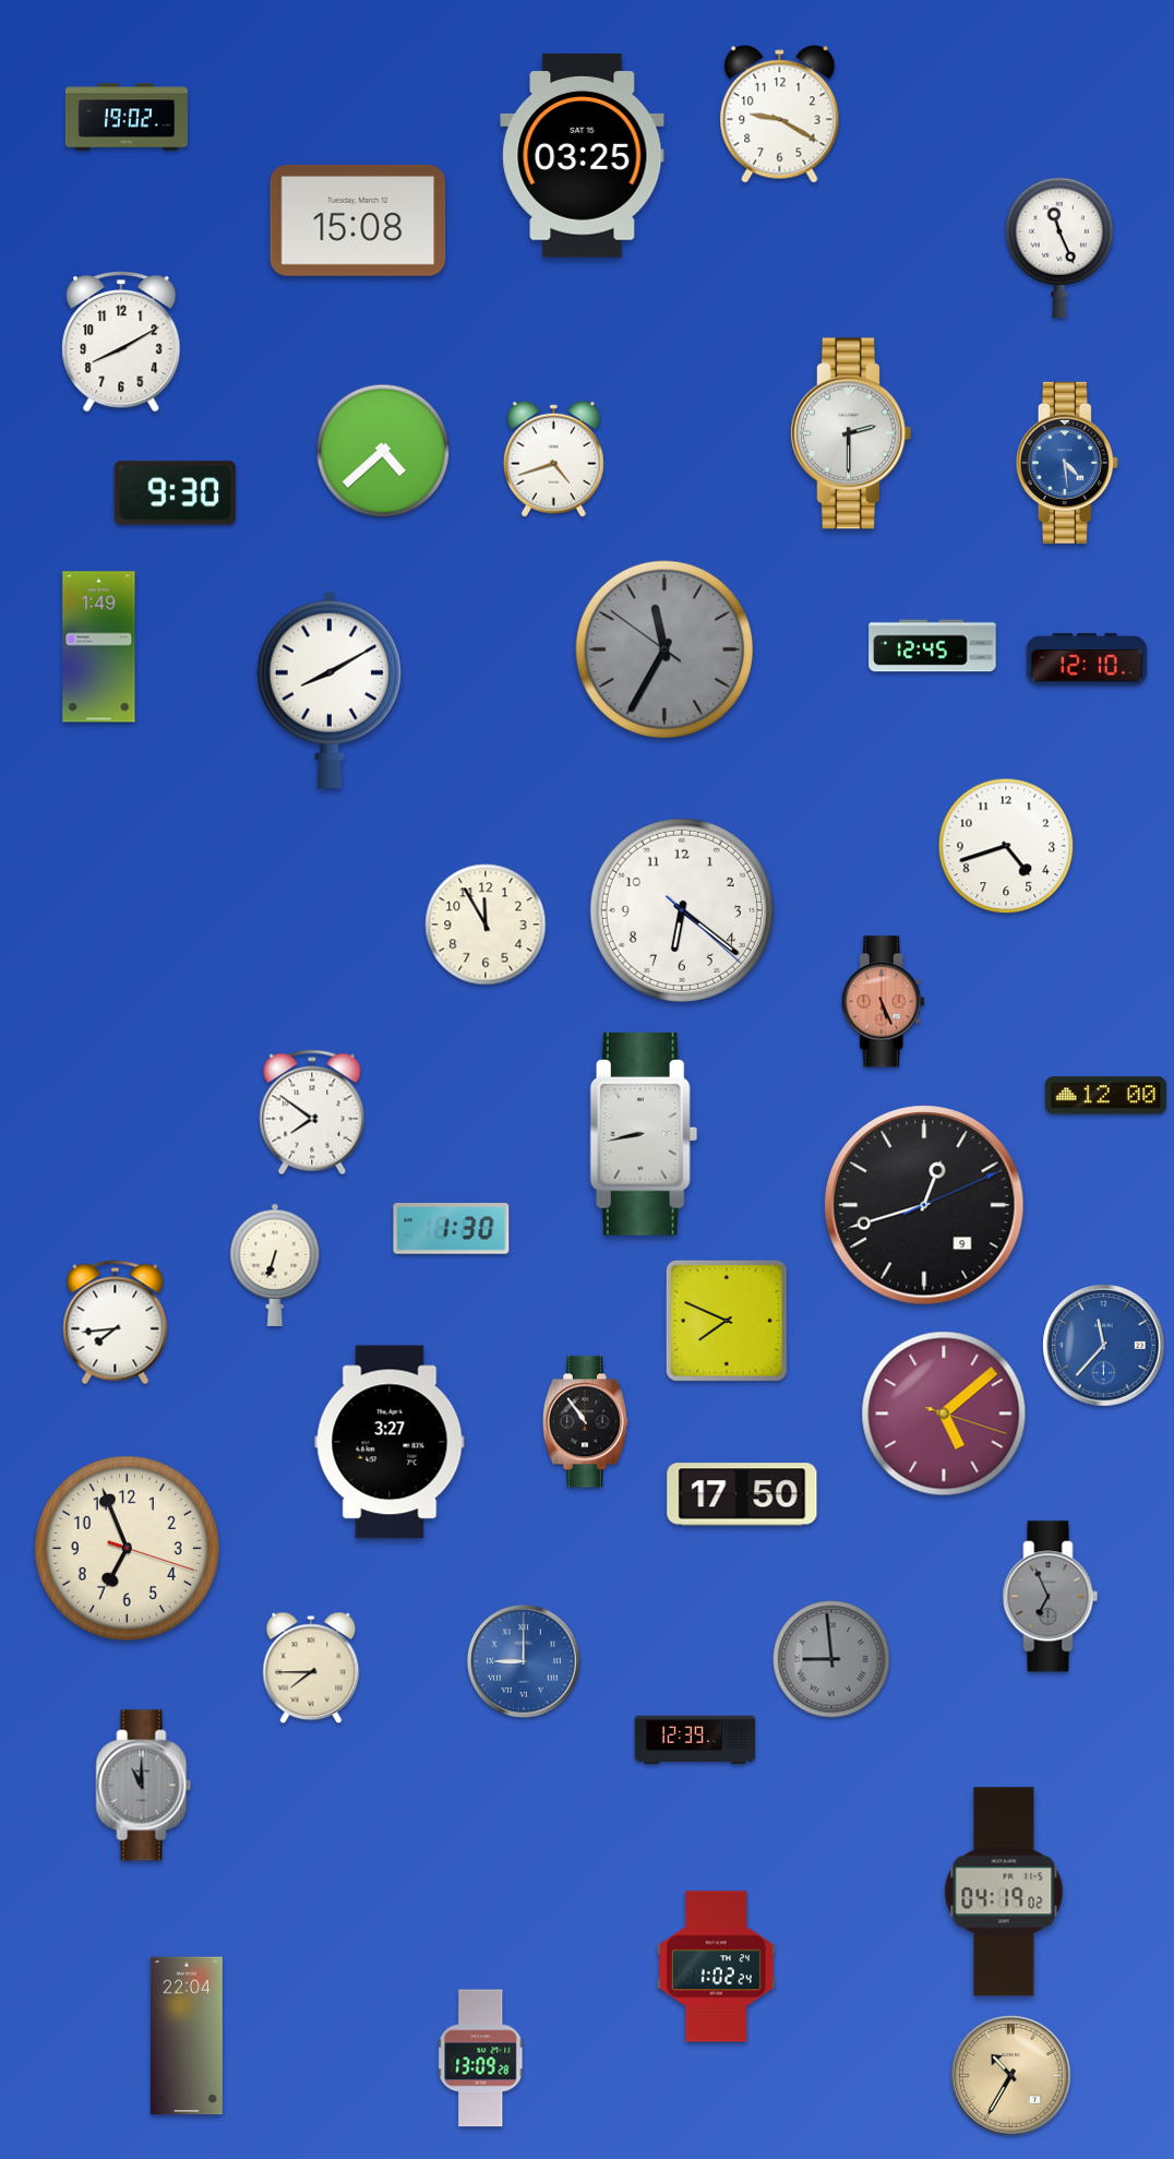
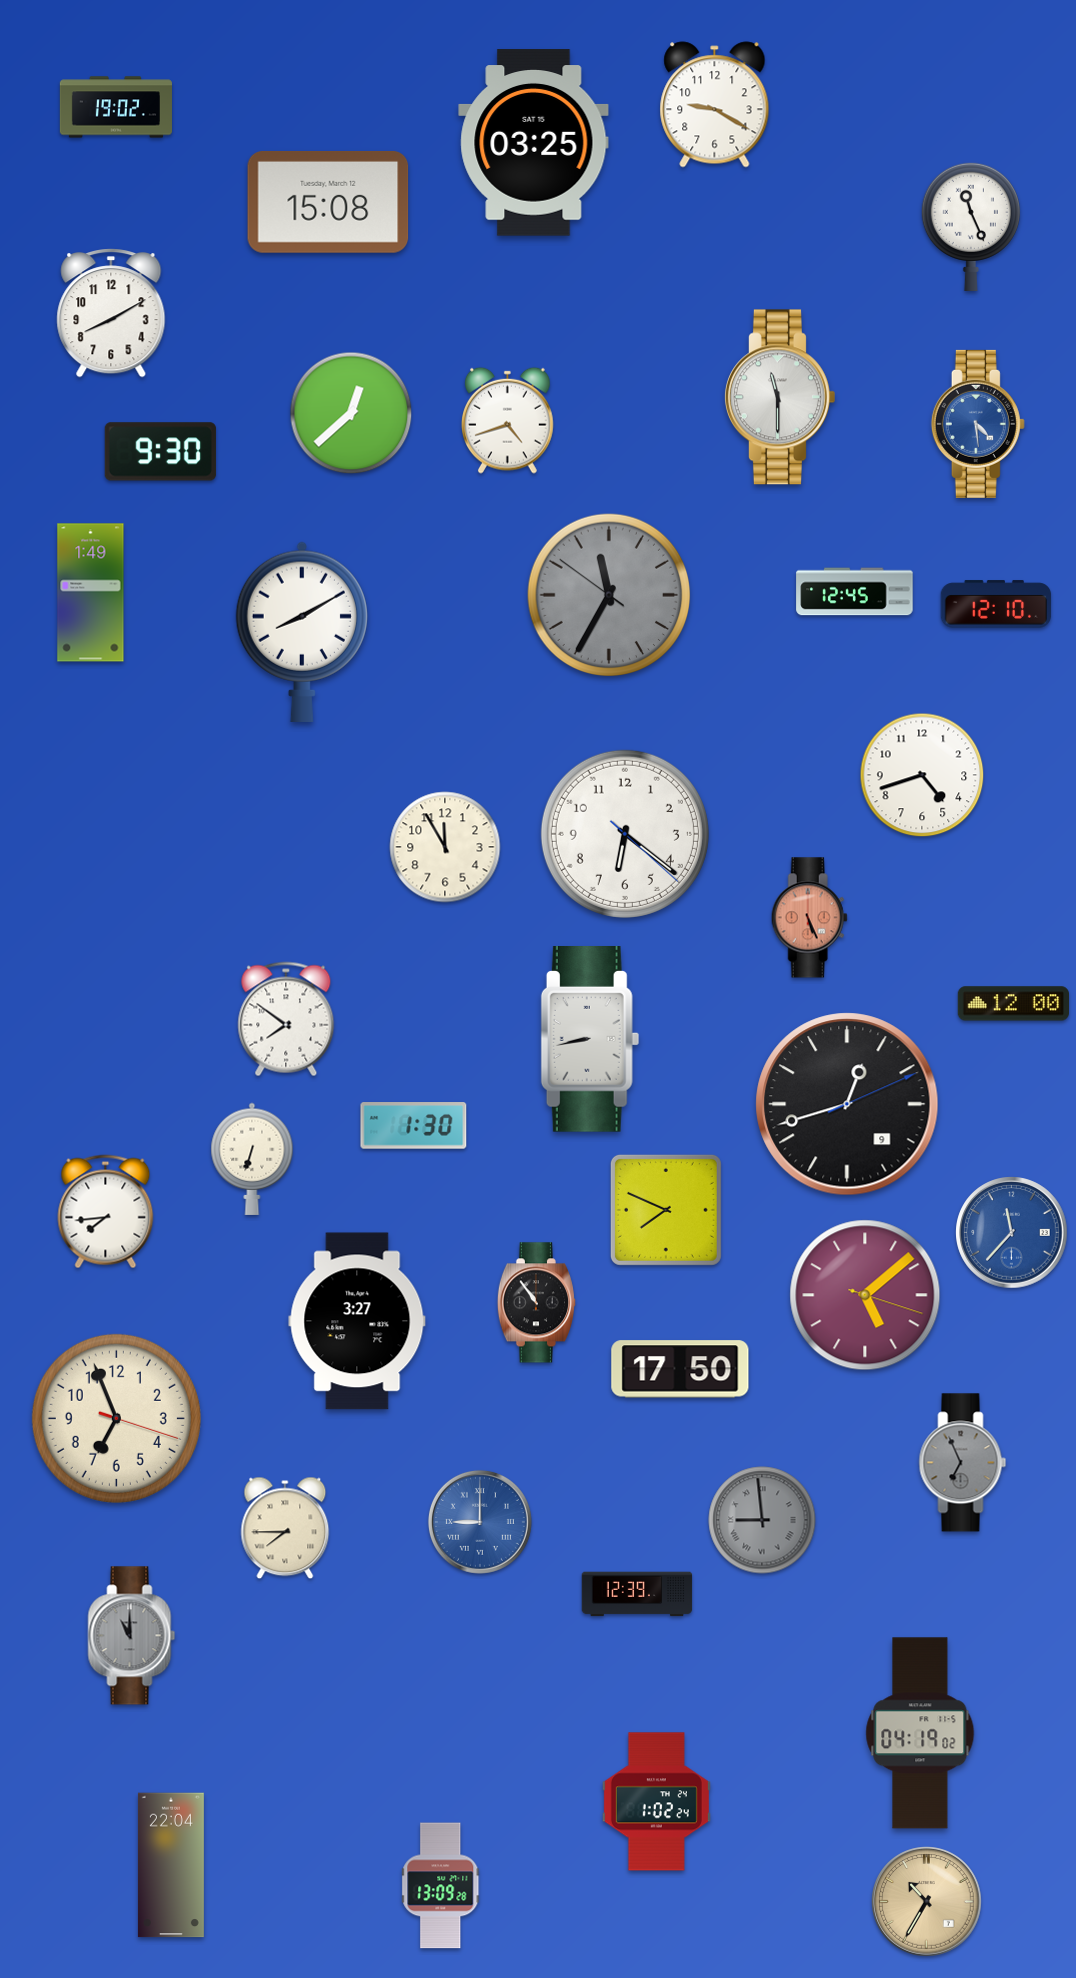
clock at (850, 433): 2:30 -> 11:30
clock at (383, 451): 4:38 -> 12:38
